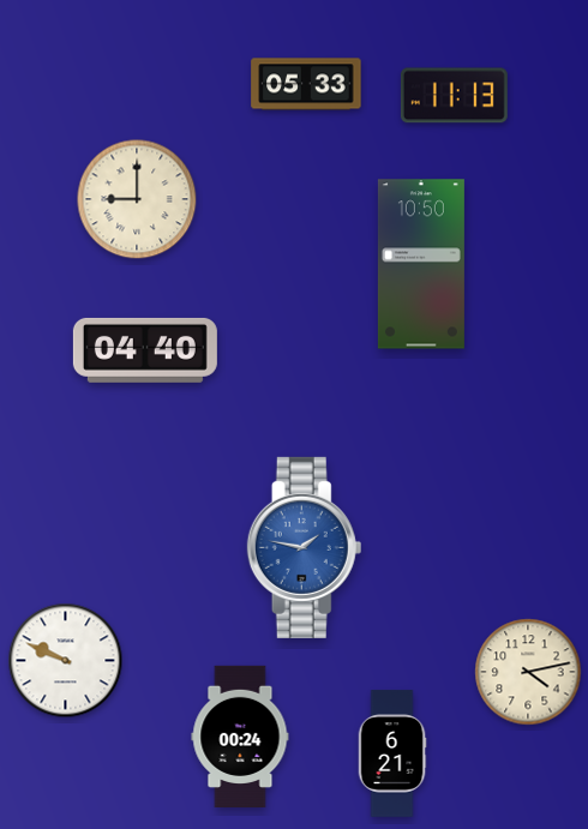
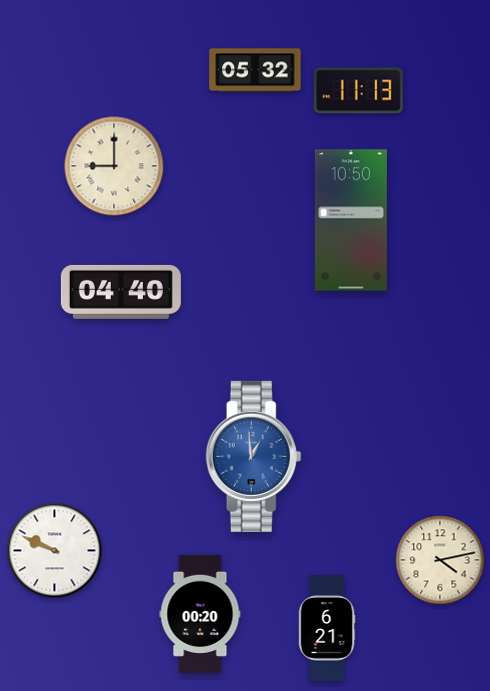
clock at (306, 84): 05:33 -> 05:32
clock at (454, 96) position: (454, 96) -> (358, 91)
clock at (305, 547): 1:47 -> 12:59
clock at (240, 735): 00:24 -> 00:20
